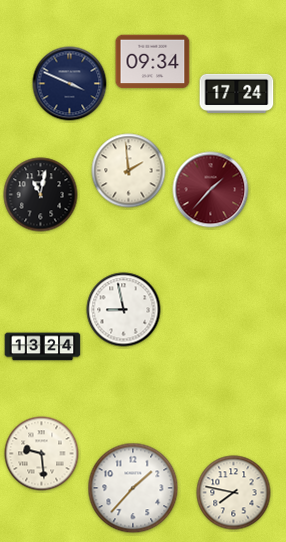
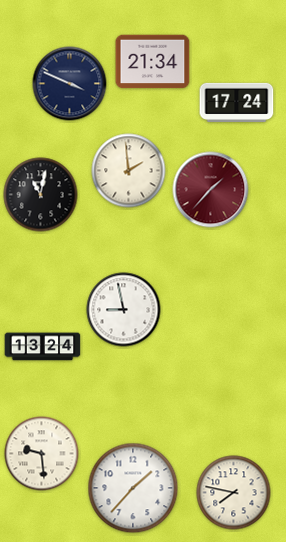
clock at (153, 62): 09:34 -> 21:34
clock at (237, 93) position: (237, 93) -> (237, 102)
